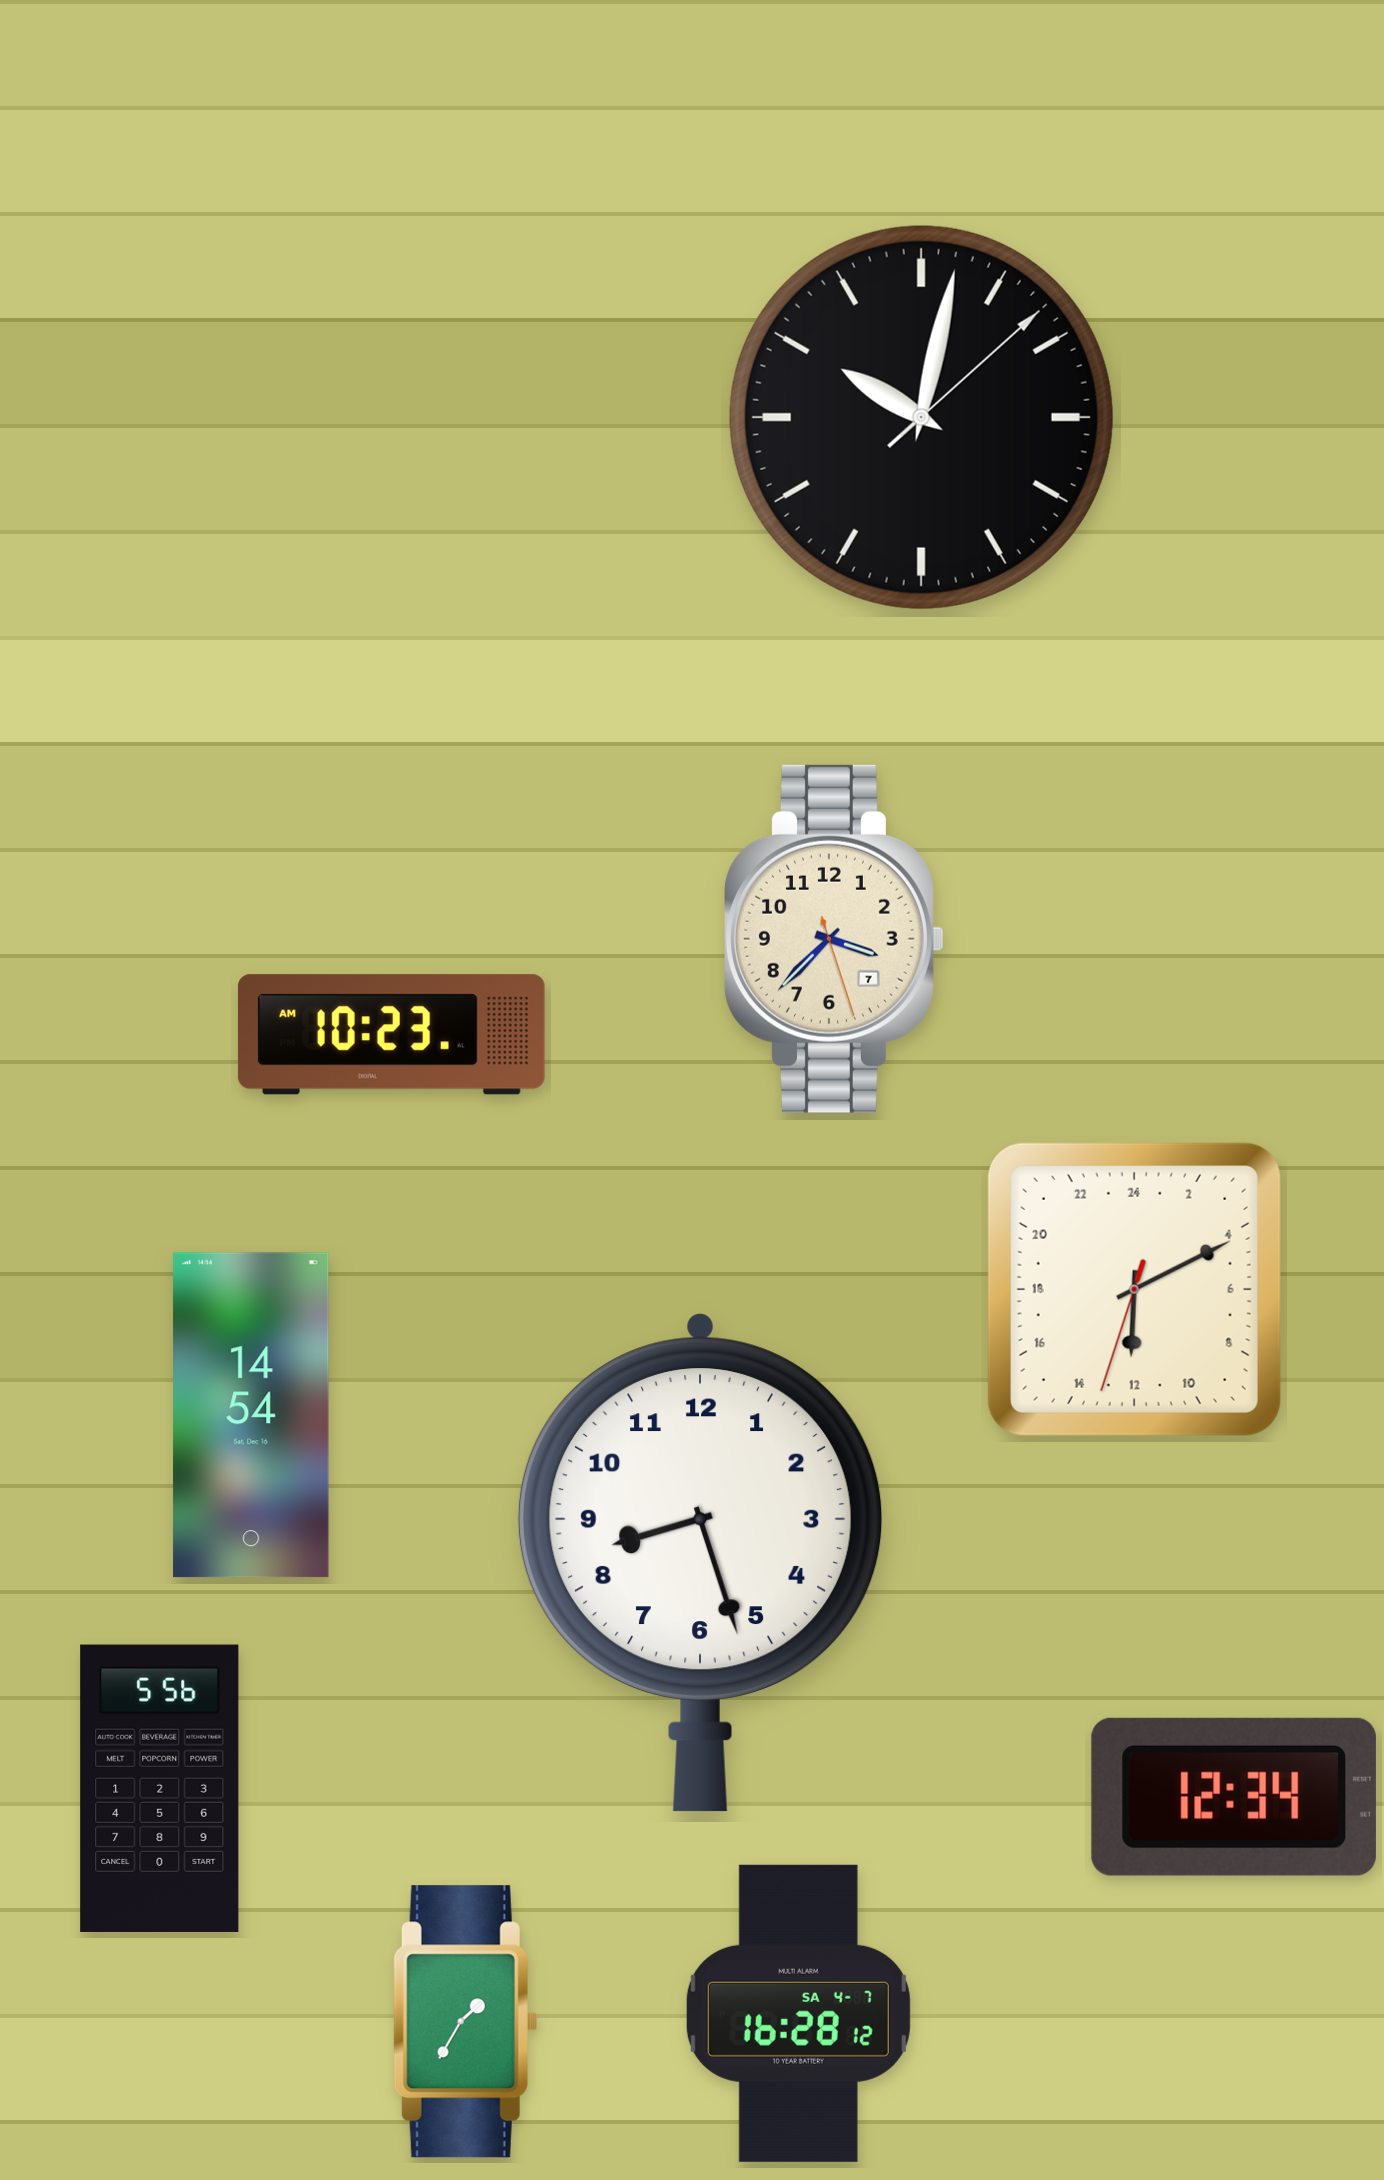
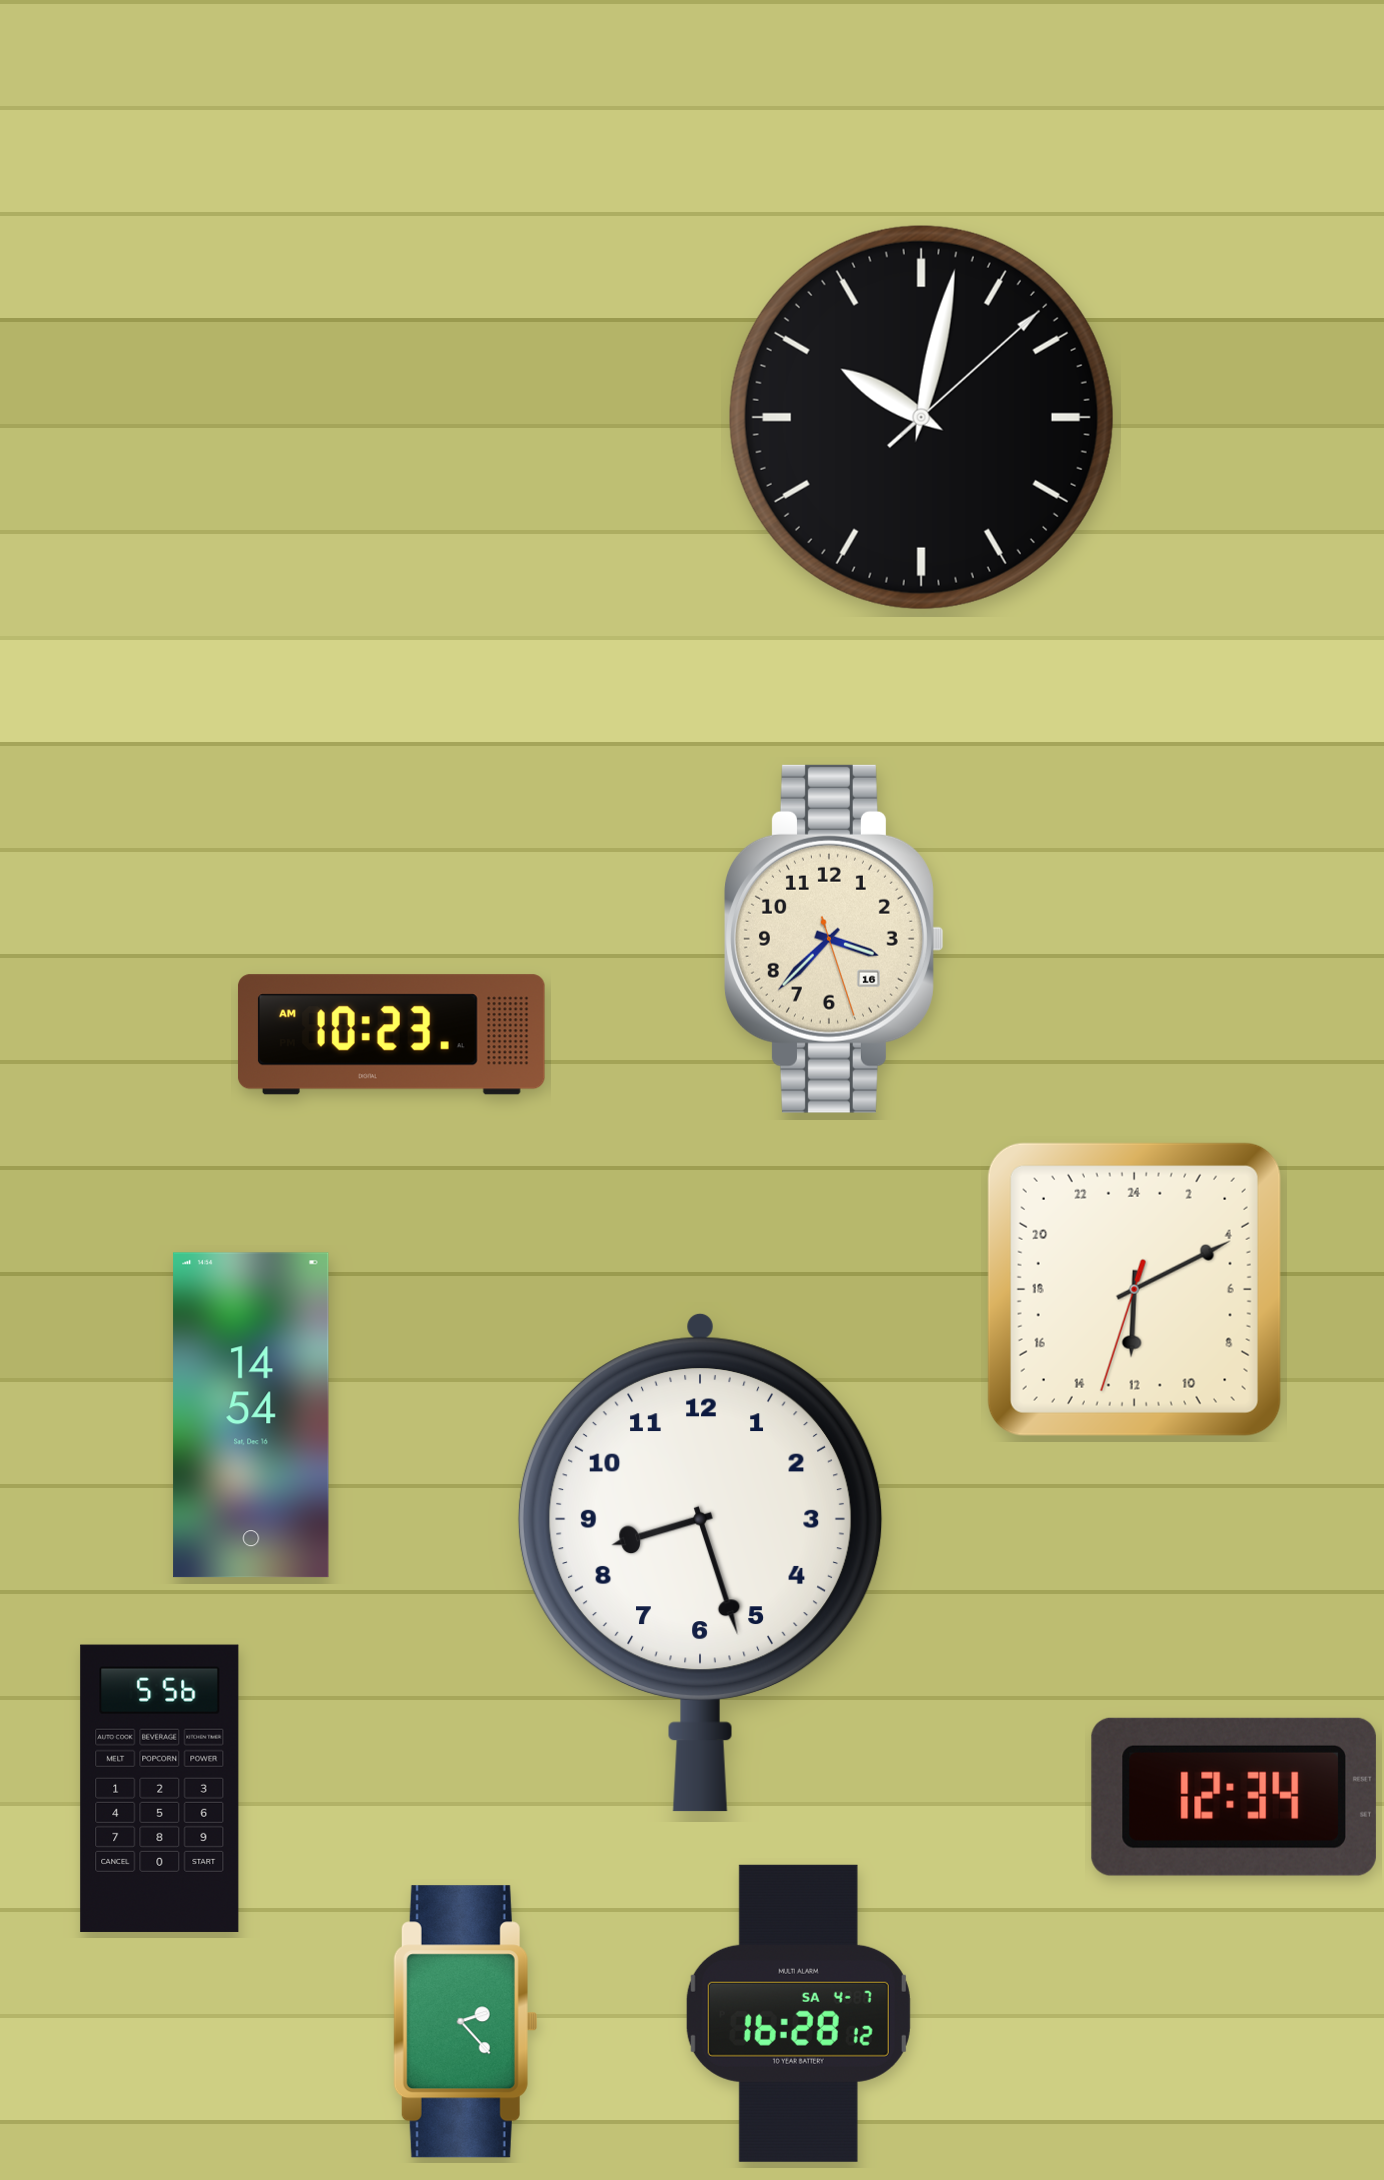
clock at (834, 939) date: 7 -> 16
clock at (465, 2022): 1:35 -> 2:23
